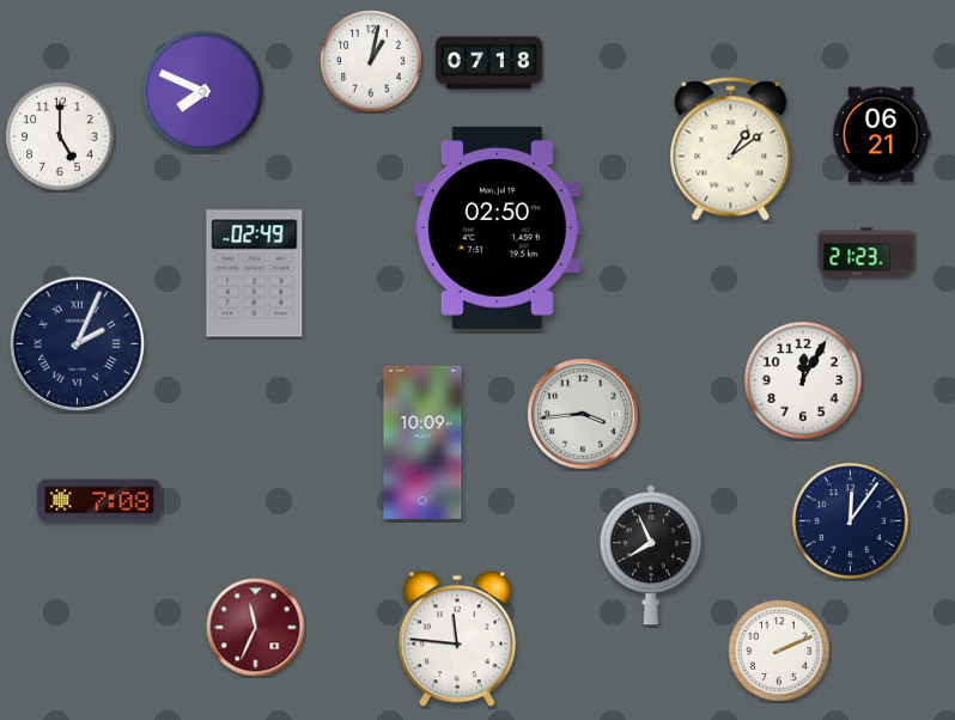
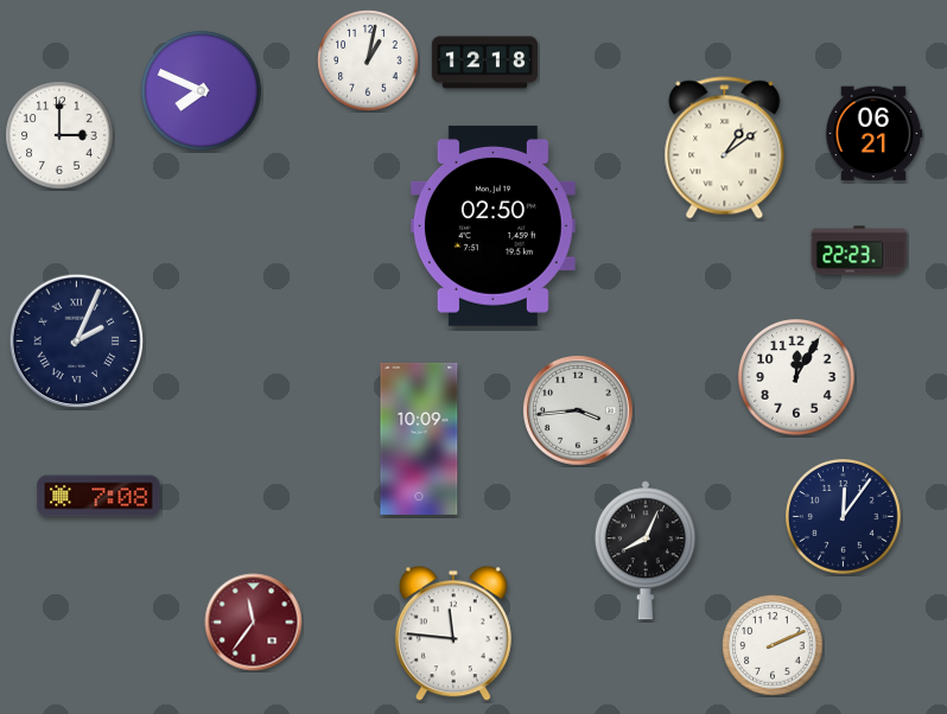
clock at (488, 63): 07:18 -> 12:18
clock at (60, 136): 5:00 -> 3:00
clock at (866, 252): 21:23 -> 22:23
clock at (255, 274): 02:49 -> none
clock at (651, 555): 7:56 -> 8:04
clock at (256, 628): 11:34 -> 11:36
